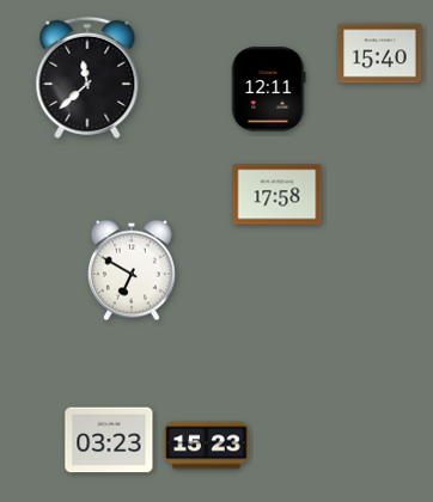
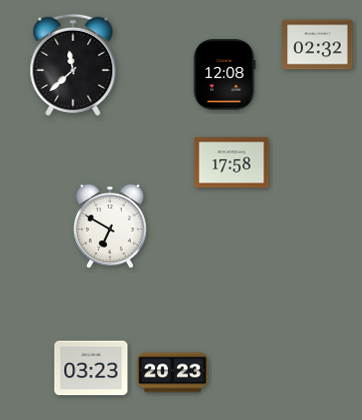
clock at (380, 54): 15:40 -> 02:32
clock at (269, 90): 12:11 -> 12:08
clock at (207, 446): 15:23 -> 20:23
